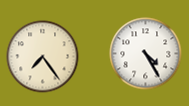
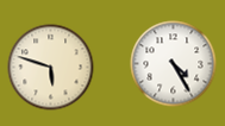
clock at (43, 57): 7:24 -> 5:48
